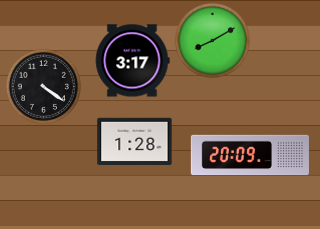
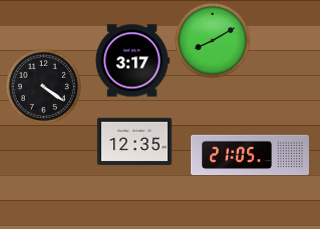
clock at (135, 142): 1:28 -> 12:35
clock at (249, 155): 20:09 -> 21:05
